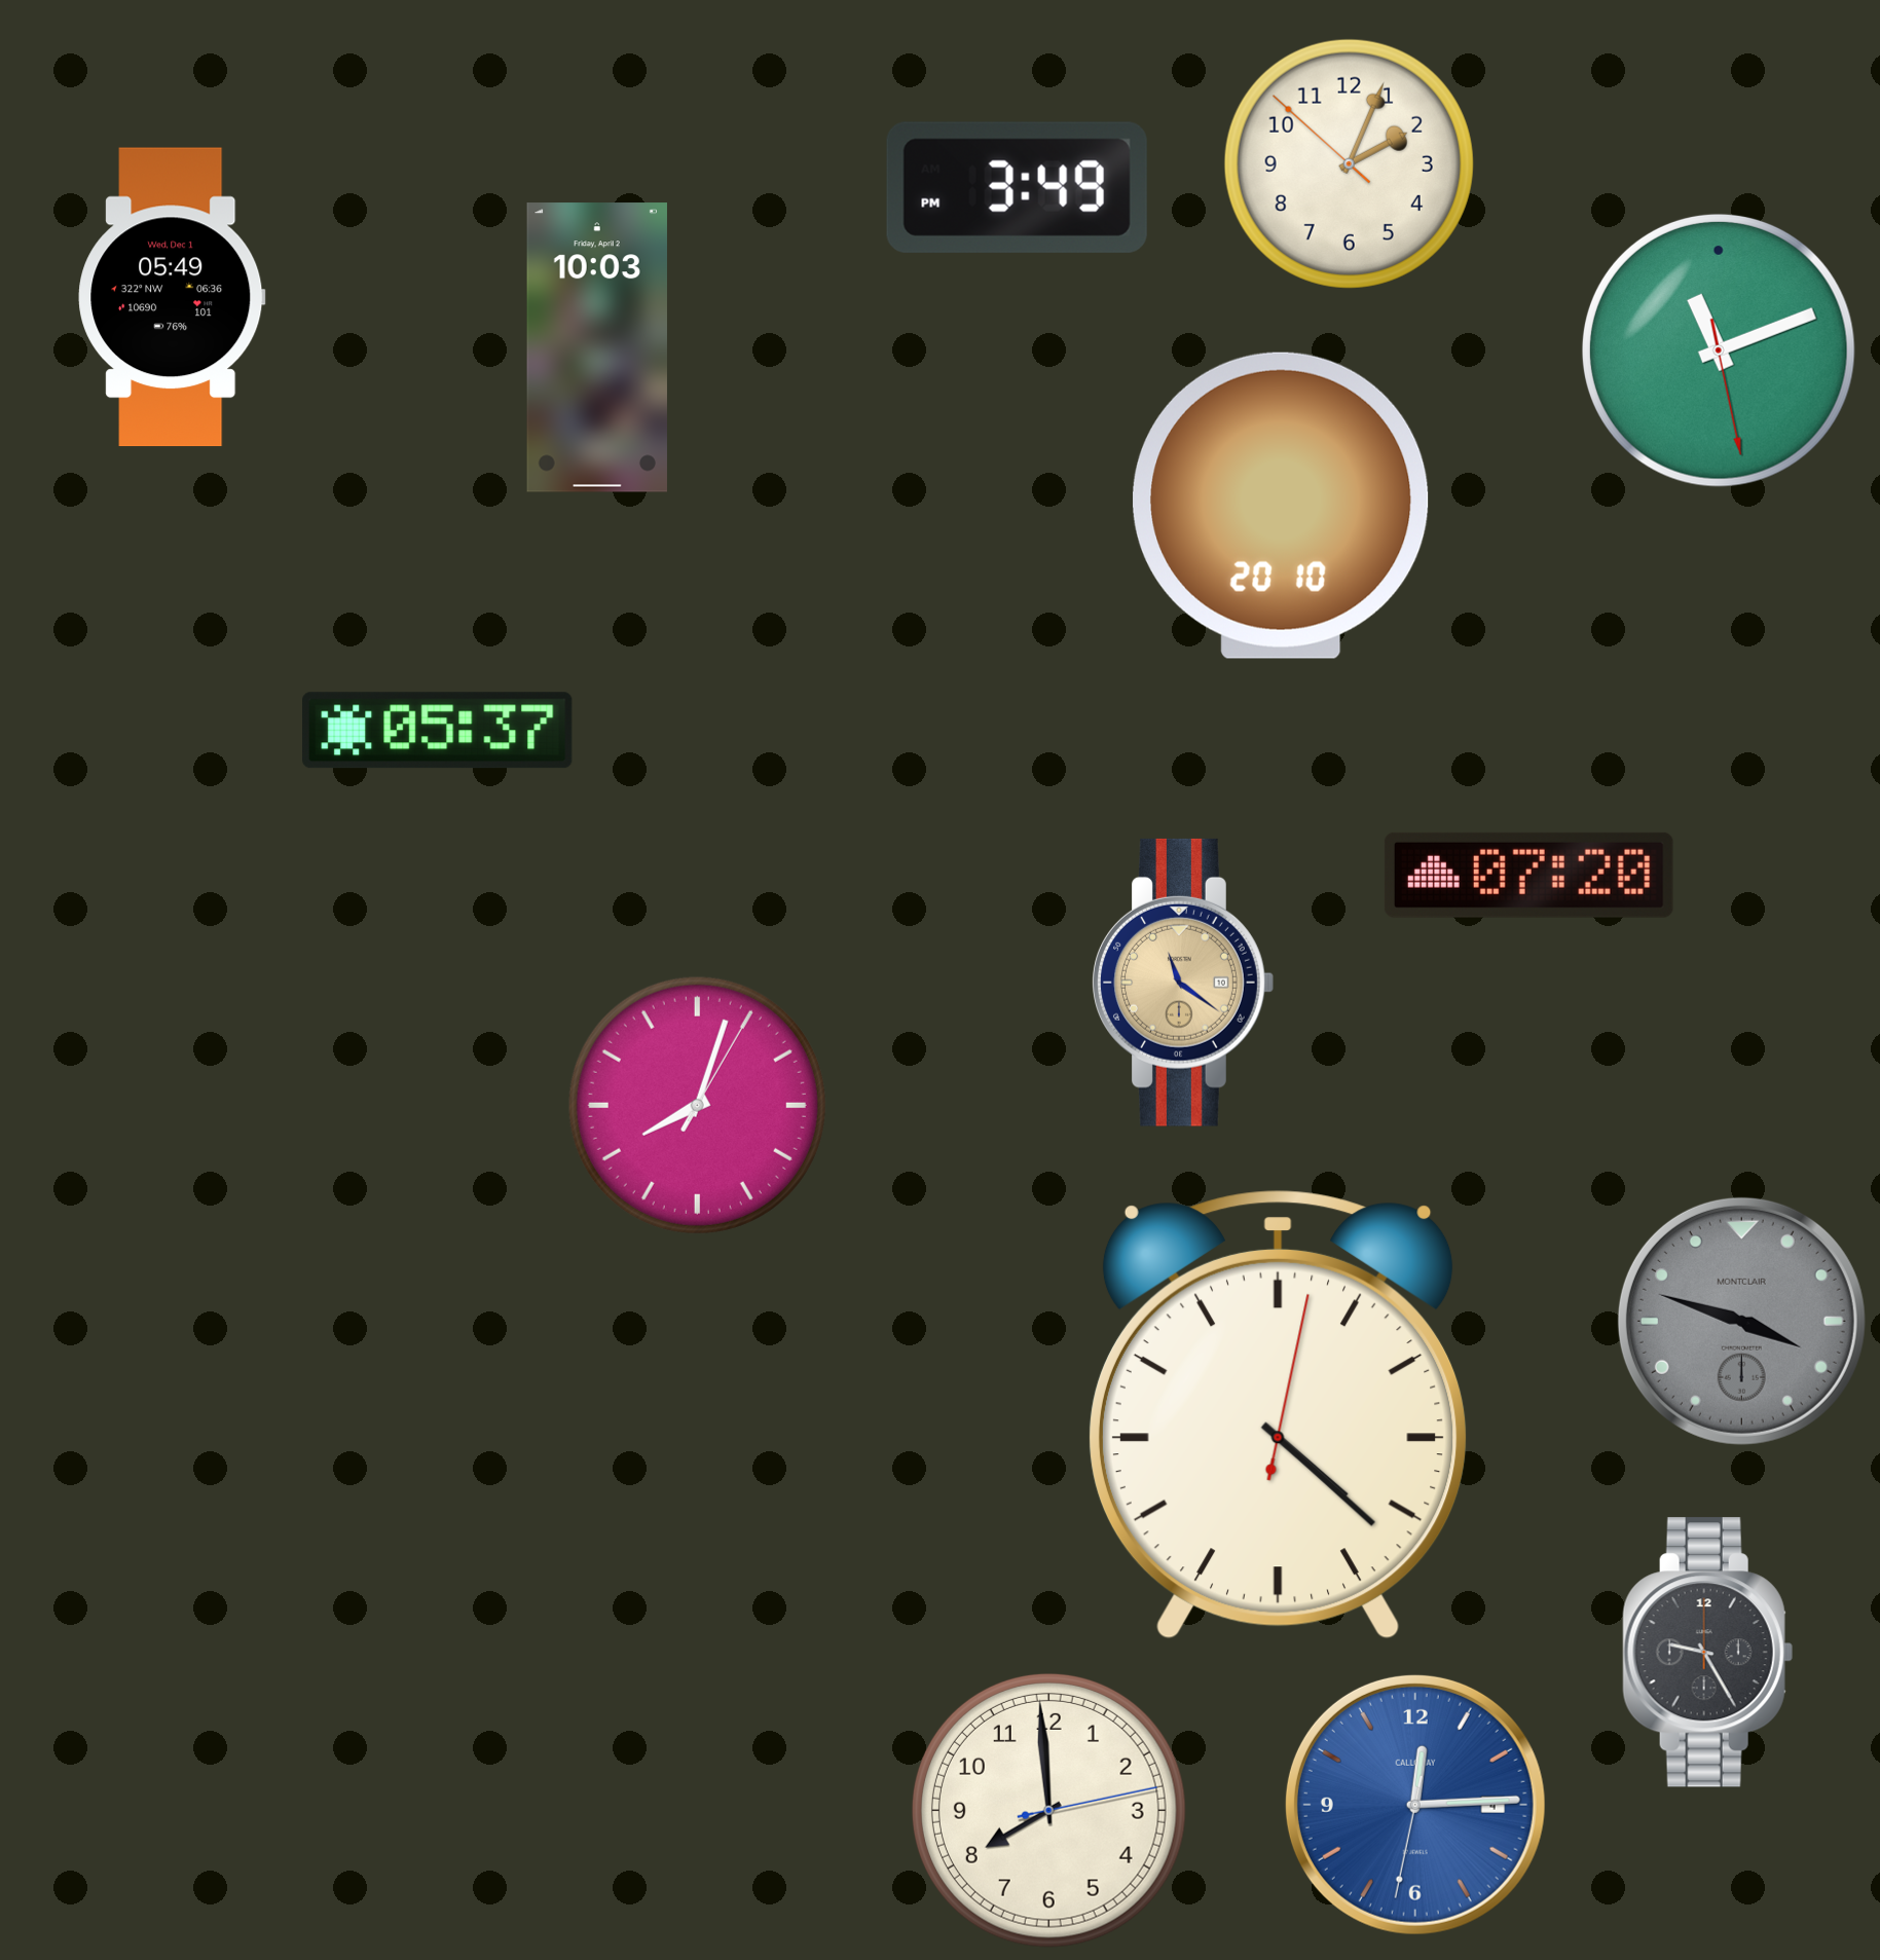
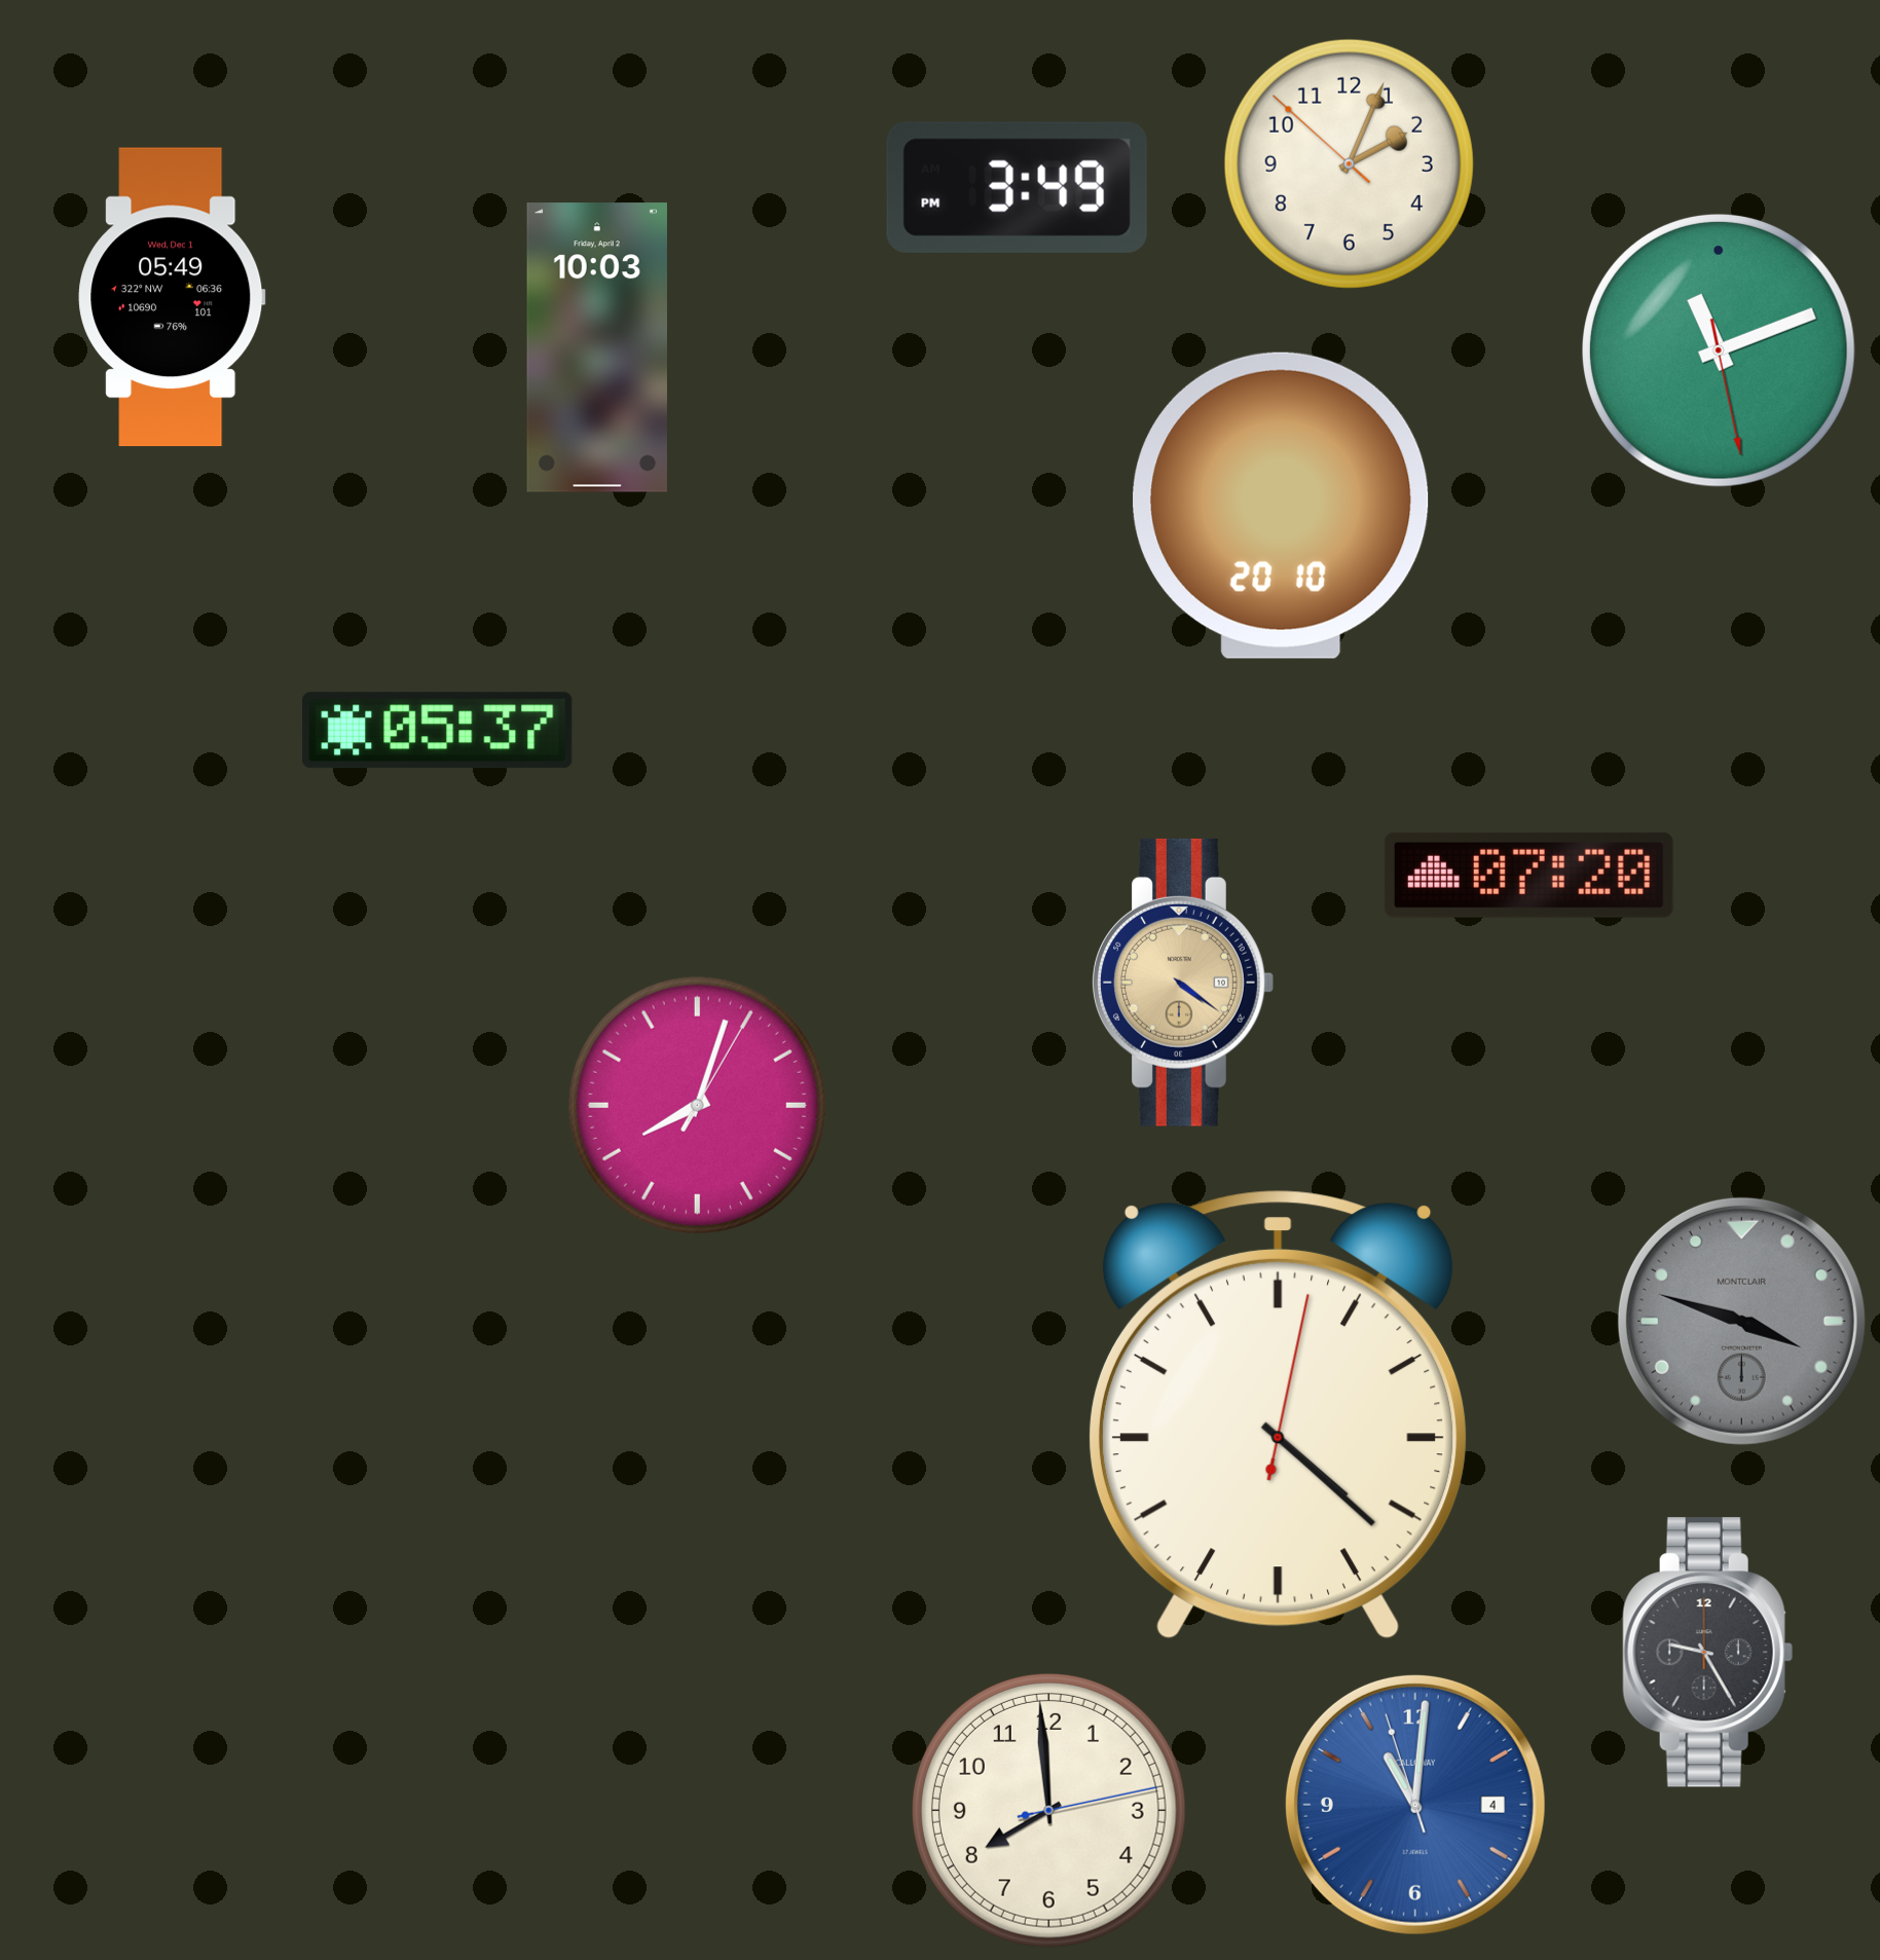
clock at (1183, 983): 11:21 -> 4:21
clock at (1415, 1805): 12:14 -> 11:00
